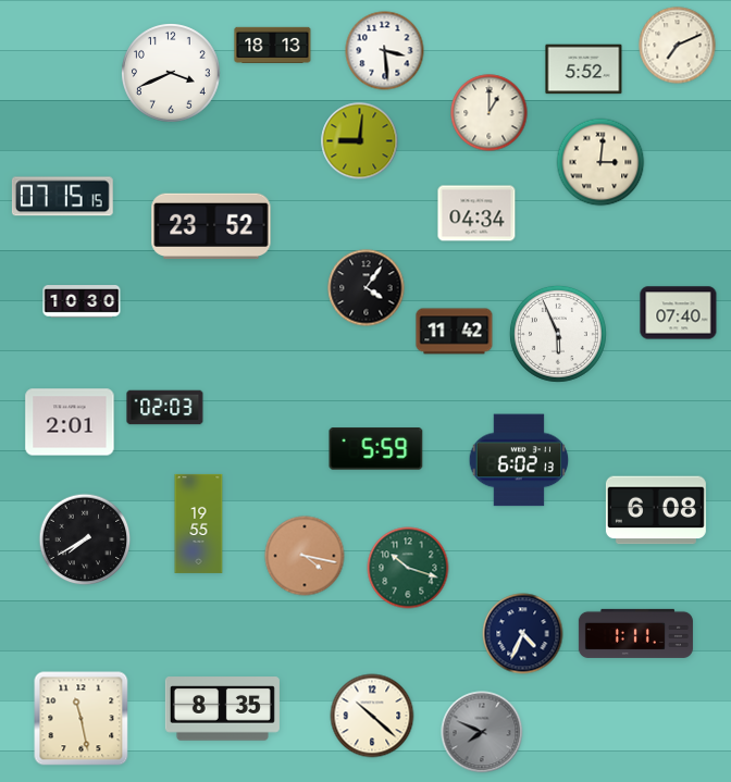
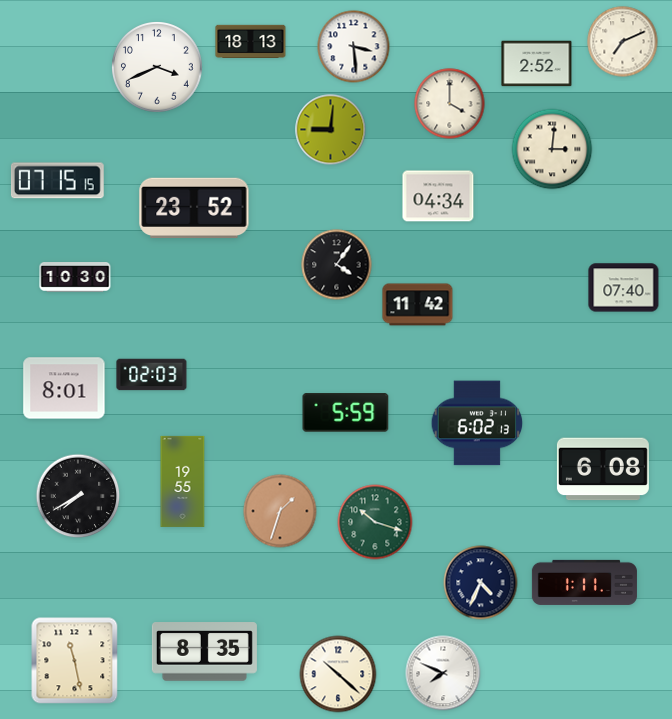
clock at (584, 70): 5:52 -> 2:52
clock at (490, 113): 1:00 -> 4:00
clock at (558, 334): 5:56 -> none
clock at (70, 422): 2:01 -> 8:01
clock at (305, 556): 4:17 -> 1:33
clock at (372, 716) position: (372, 716) -> (338, 674)
clock at (482, 732) dial: grey -> white
